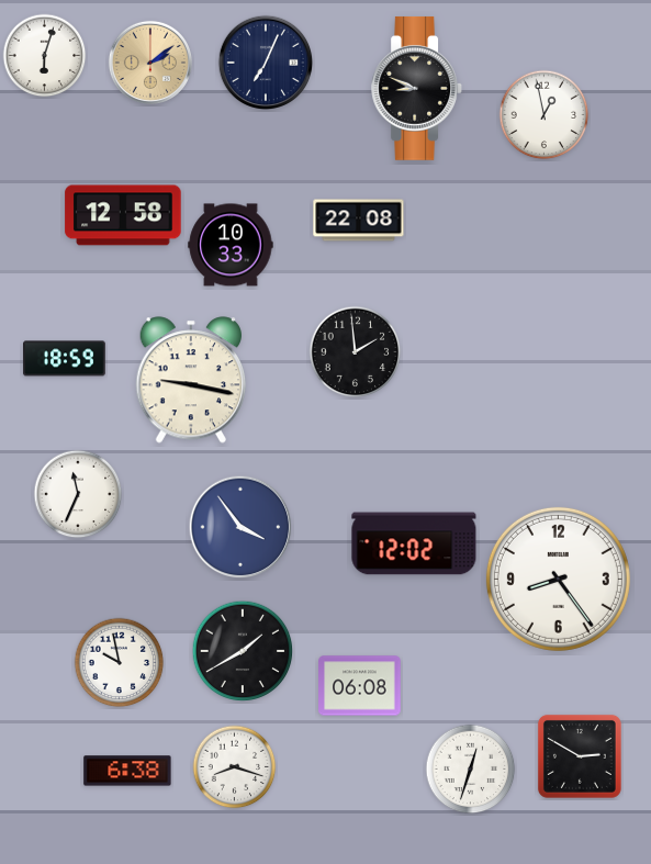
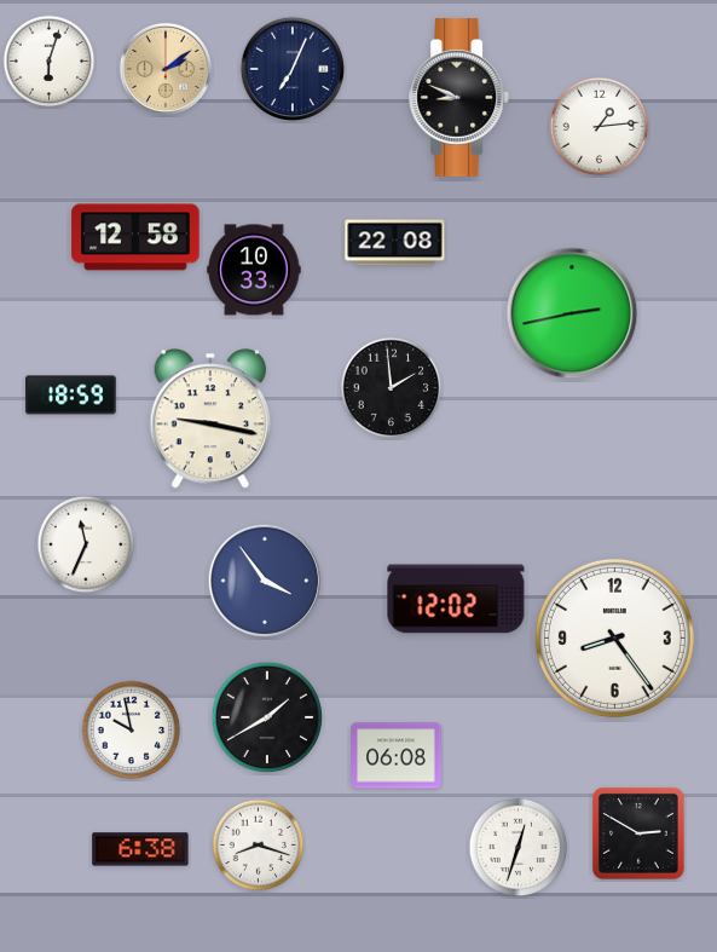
clock at (545, 115): 12:58 -> 1:14
clock at (572, 313): none -> 2:43
